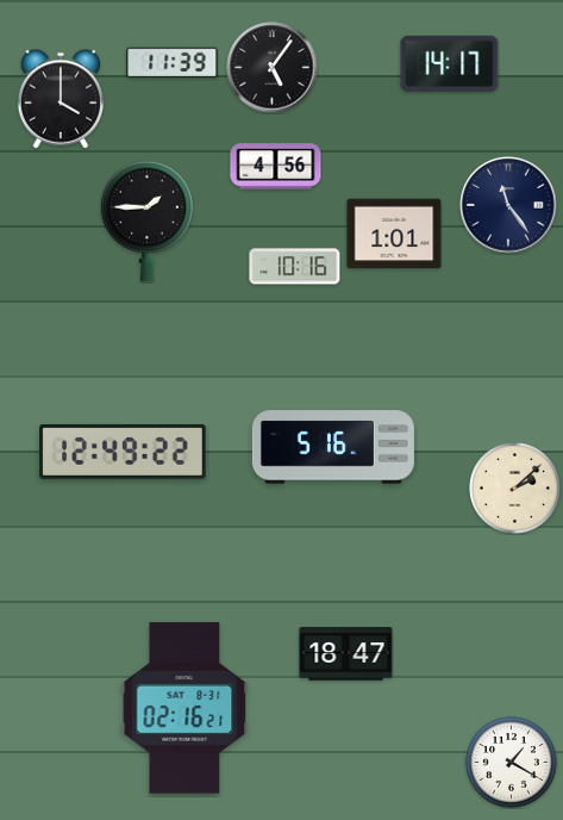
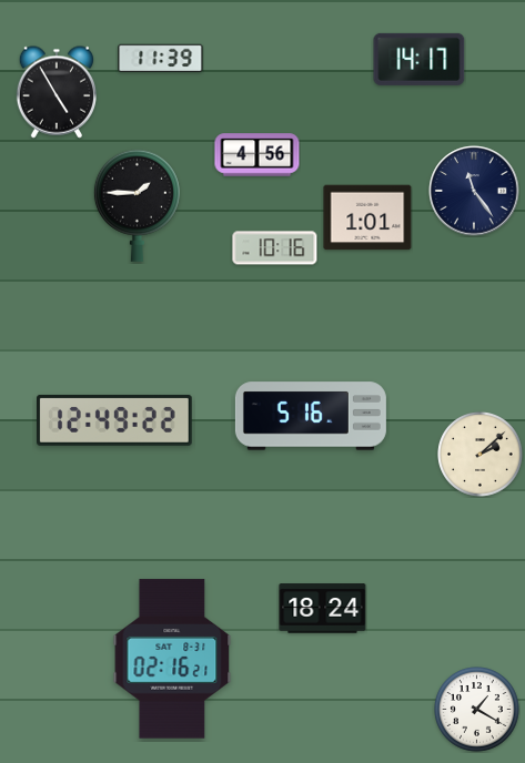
clock at (273, 68): 5:06 -> none
clock at (60, 99): 4:00 -> 4:55
clock at (346, 654): 18:47 -> 18:24
